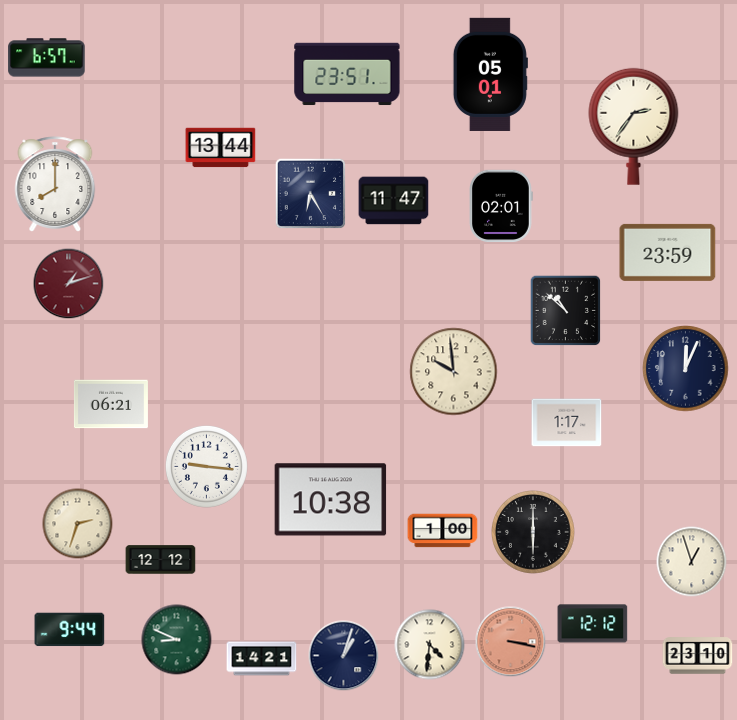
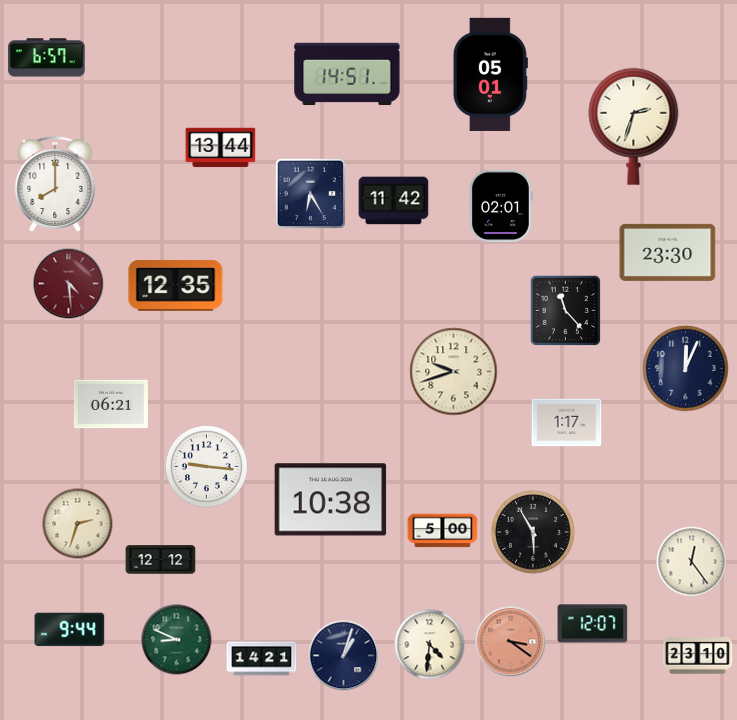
clock at (347, 74): 23:51 -> 14:51
clock at (634, 126): 2:36 -> 2:33
clock at (394, 201): 11:47 -> 11:42
clock at (668, 252): 23:59 -> 23:30
clock at (69, 284): 1:12 -> 4:29
clock at (176, 285): none -> 12:35
clock at (566, 311): 10:52 -> 11:23
clock at (454, 372): 9:59 -> 9:42
clock at (443, 531): 1:00 -> 5:00
clock at (534, 533): 6:00 -> 5:55
clock at (692, 562): 12:57 -> 12:24
clock at (593, 624): 12:12 -> 12:07
clock at (511, 642): 3:17 -> 3:21
